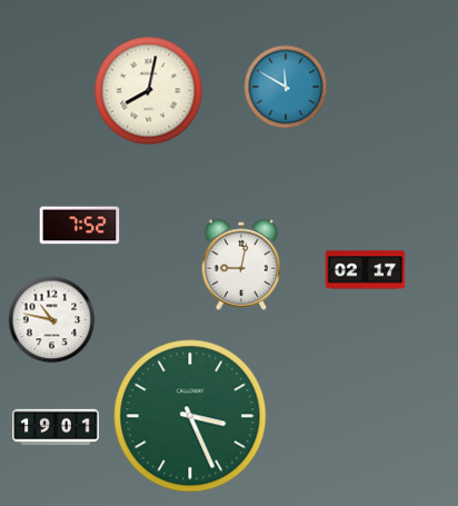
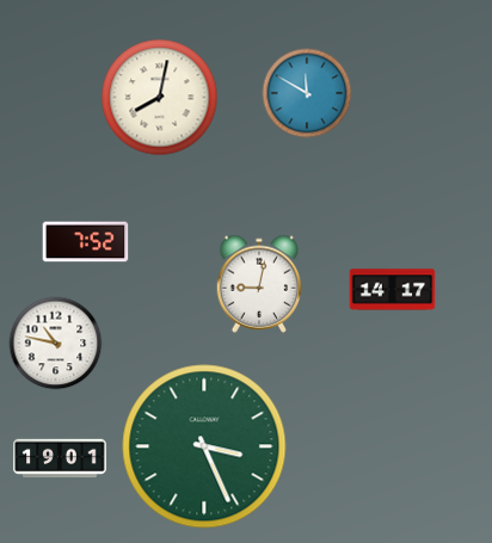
clock at (366, 270): 02:17 -> 14:17
